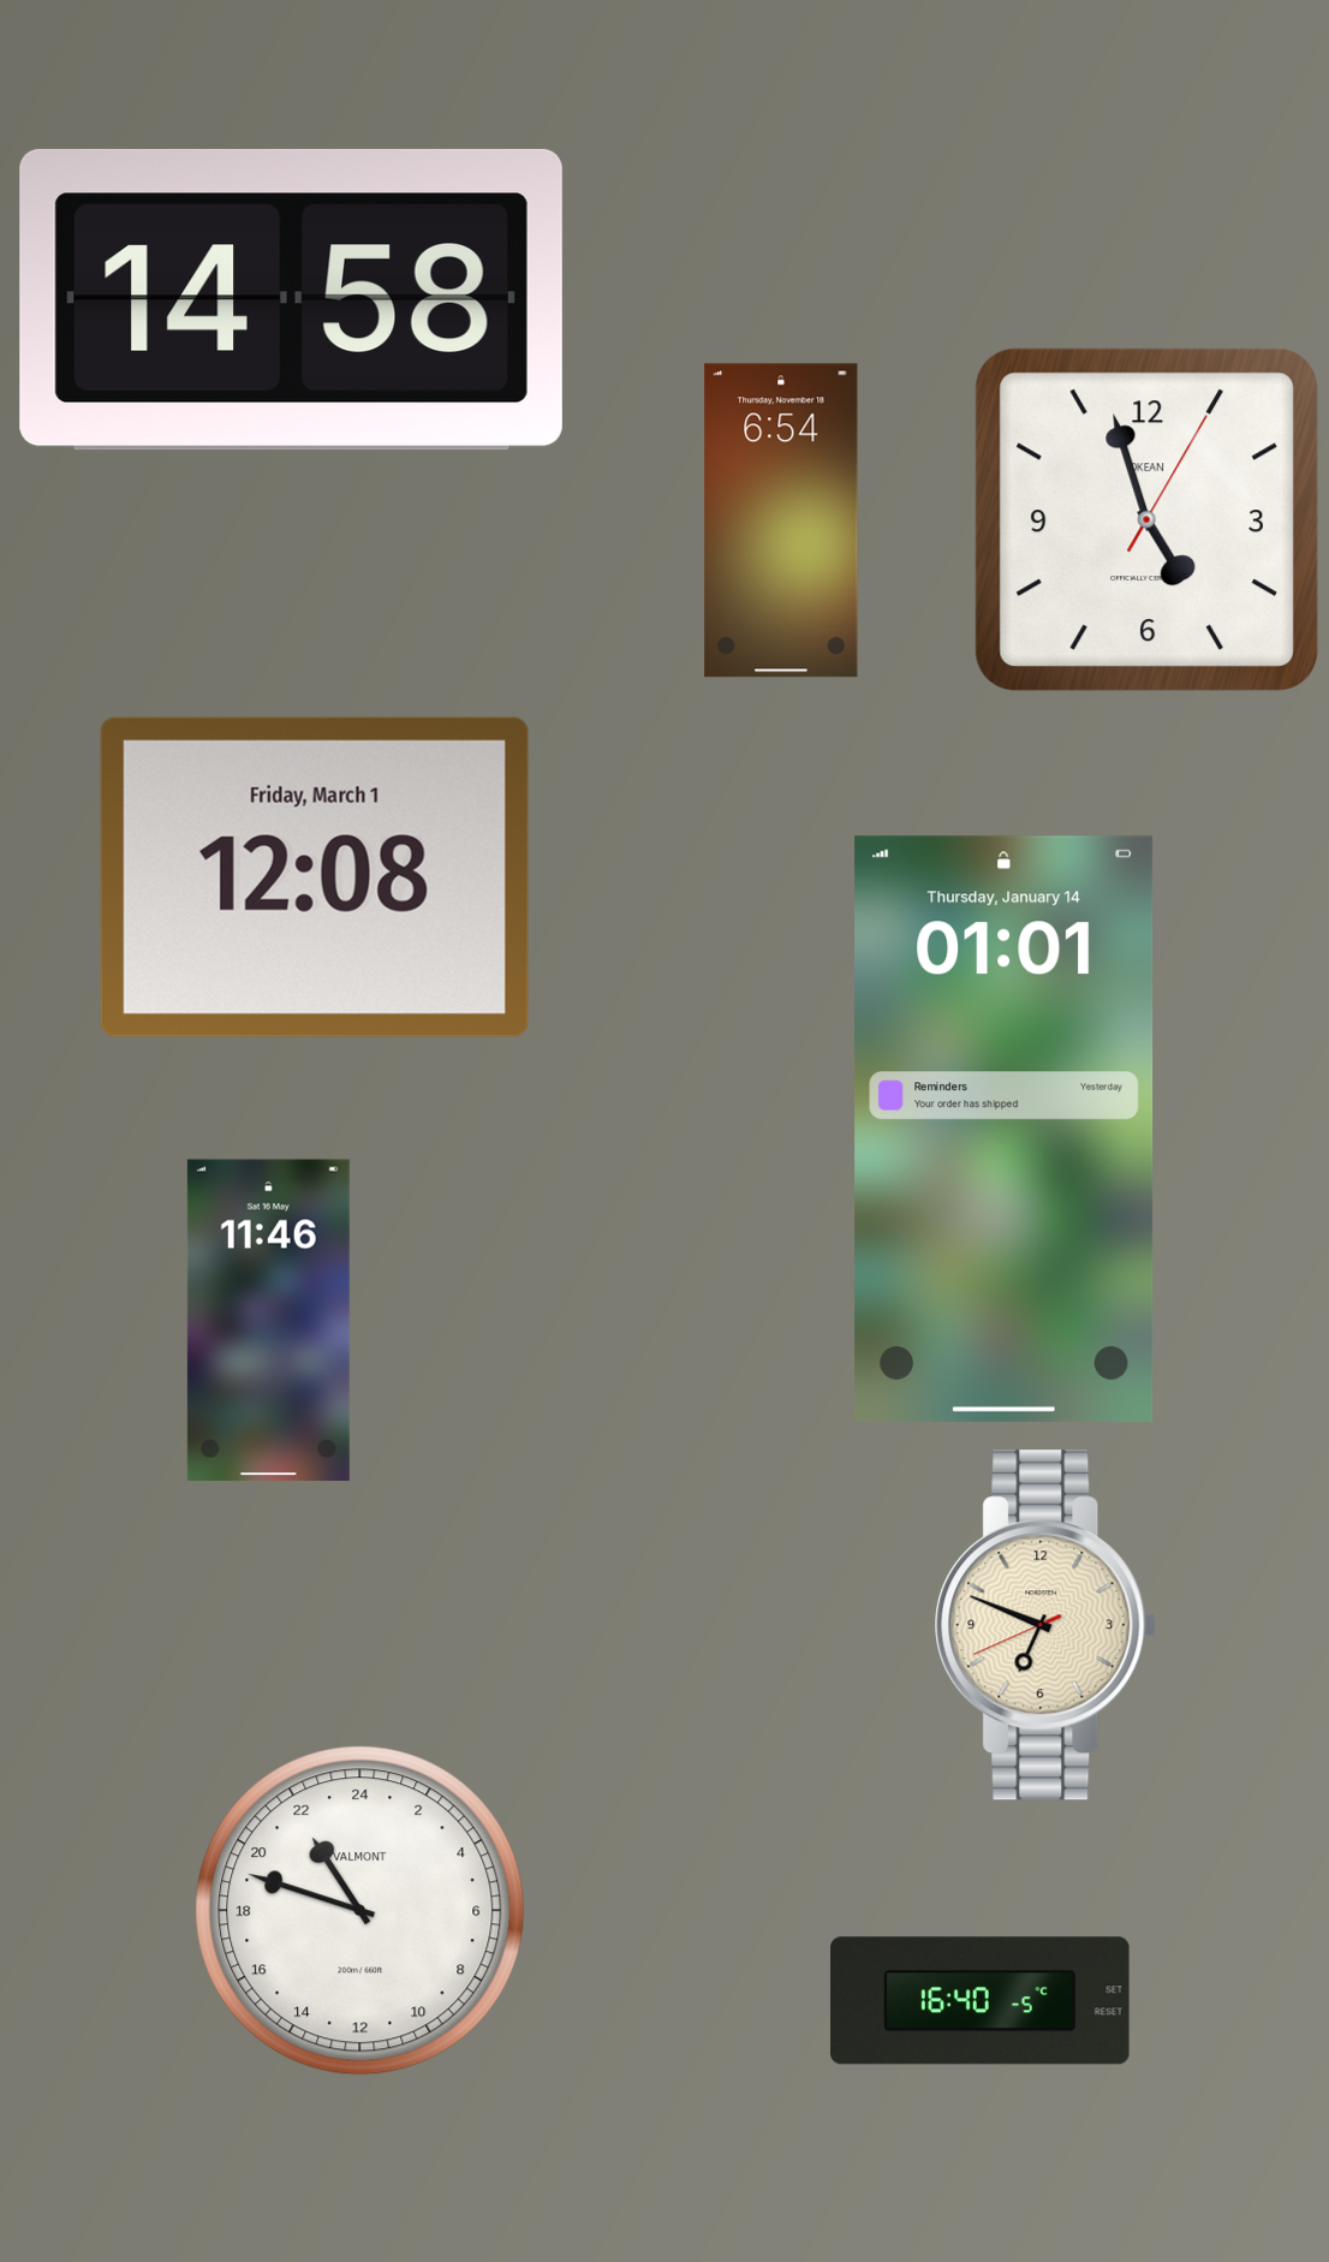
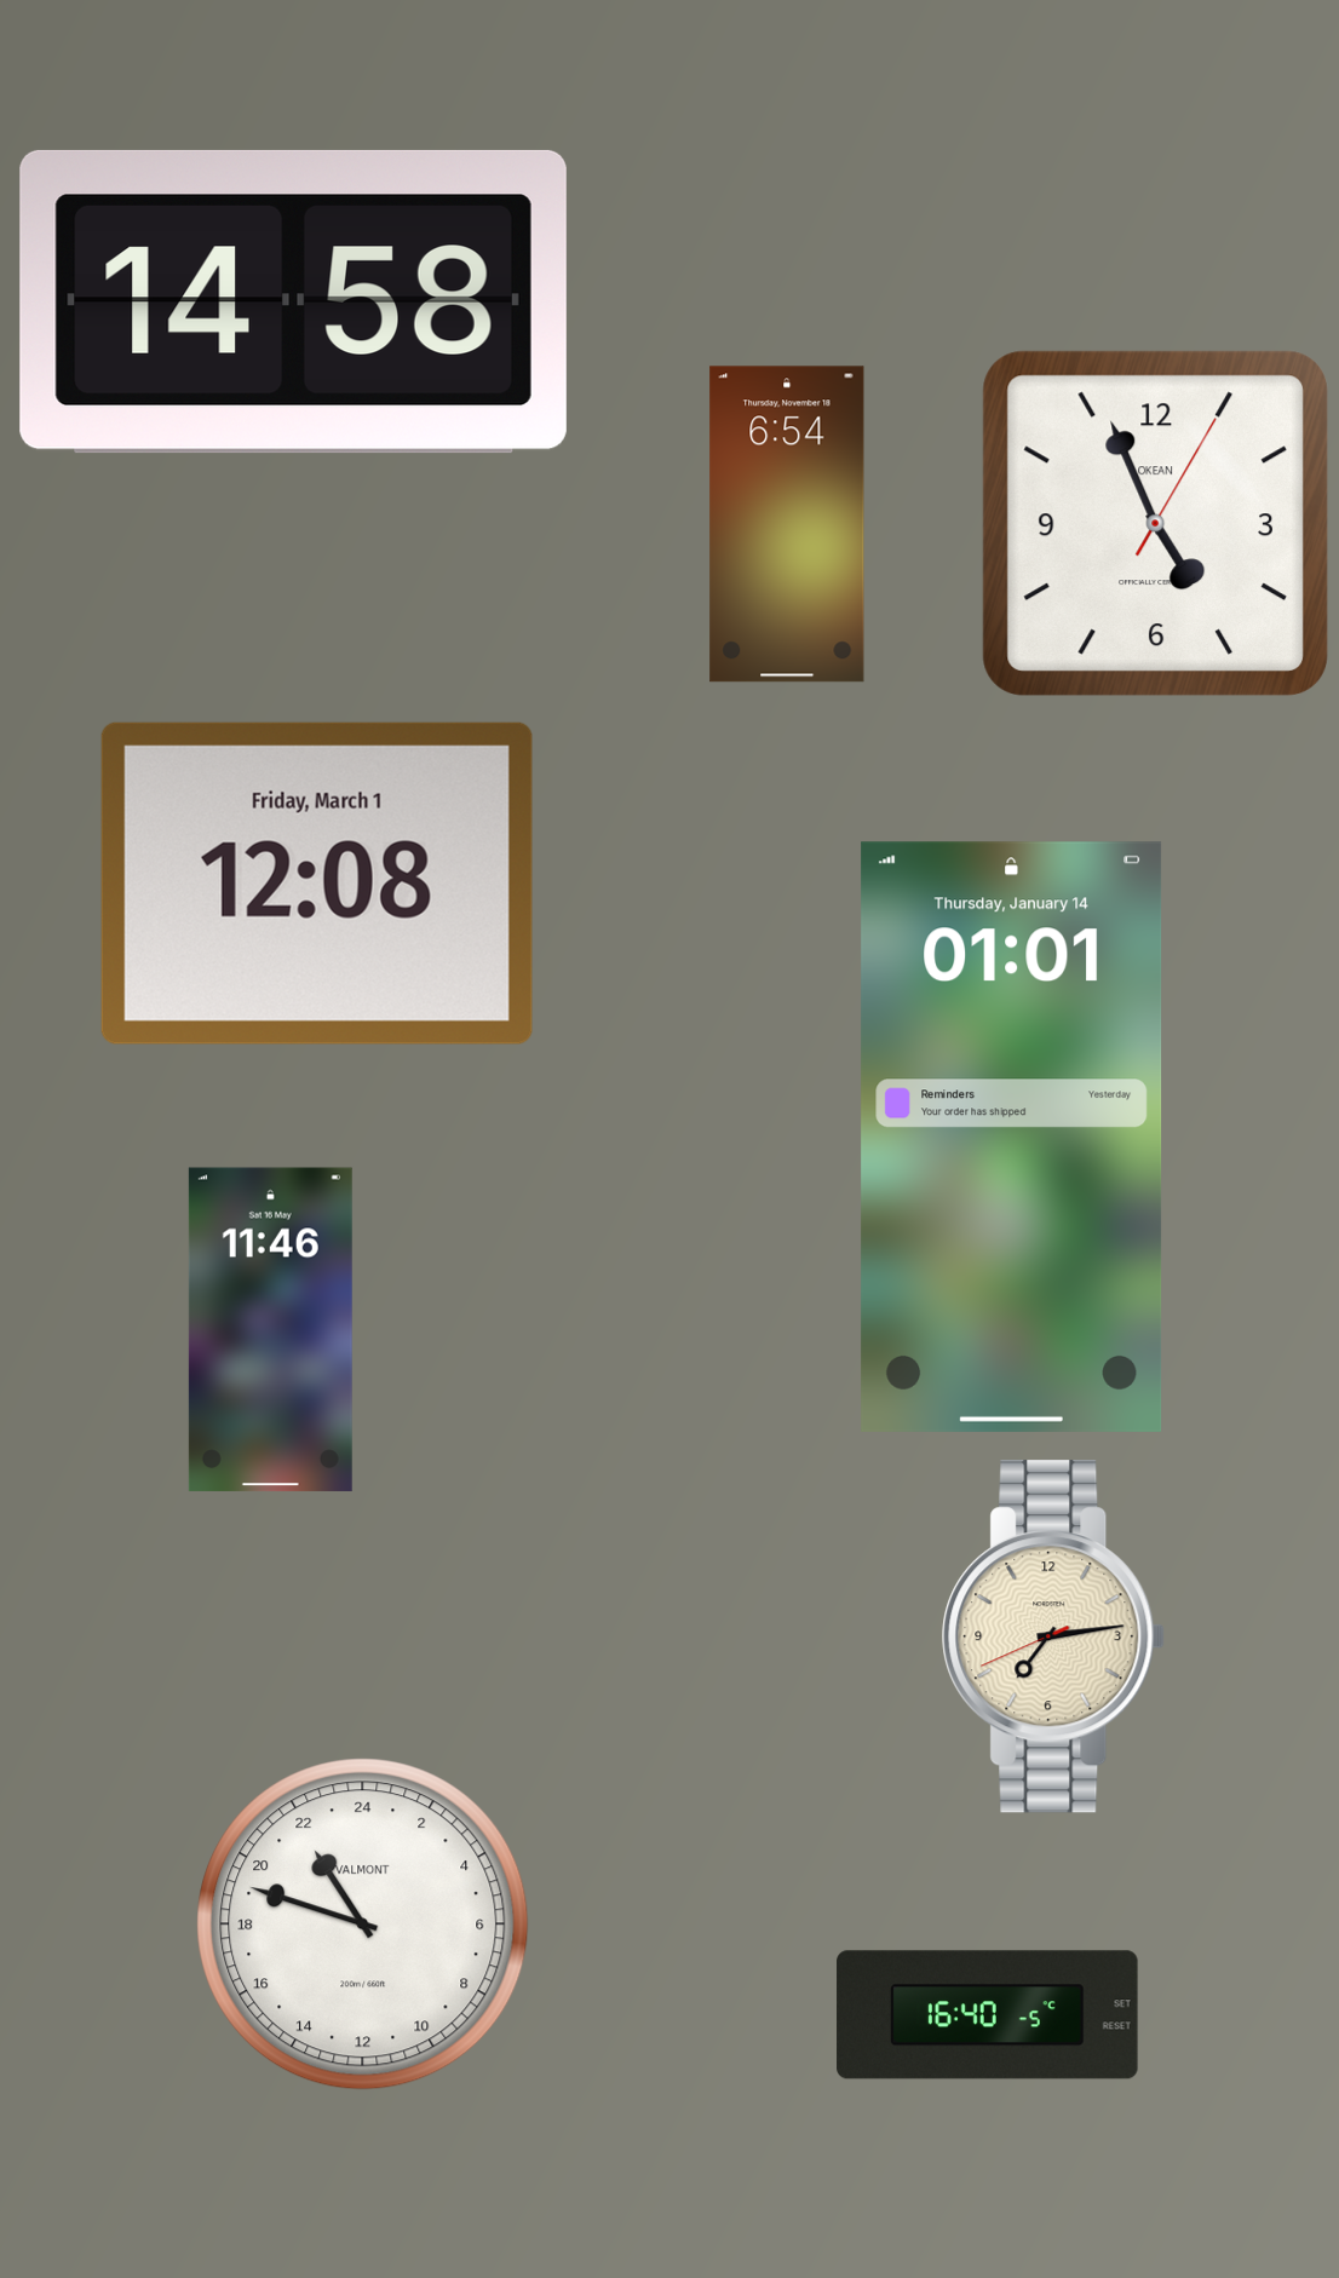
clock at (1146, 519): 4:57 -> 4:56
clock at (1045, 1625): 6:48 -> 7:13
